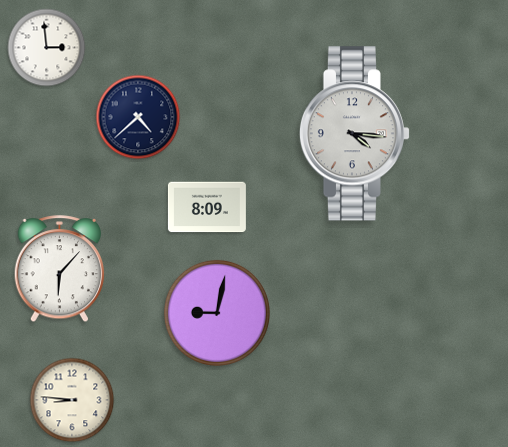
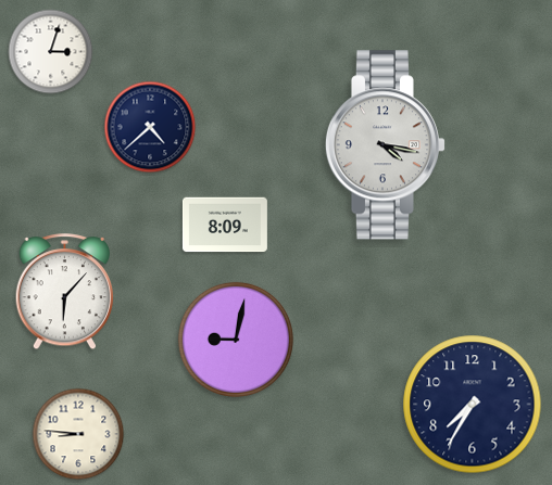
clock at (47, 48): 2:59 -> 3:03
clock at (355, 134): 4:16 -> 4:17
clock at (473, 405): none -> 7:35
